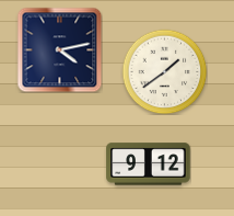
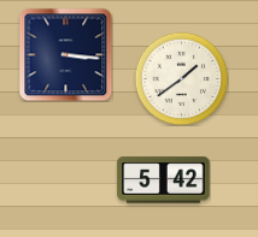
clock at (59, 49): 4:13 -> 3:16
clock at (149, 164): 9:12 -> 5:42
